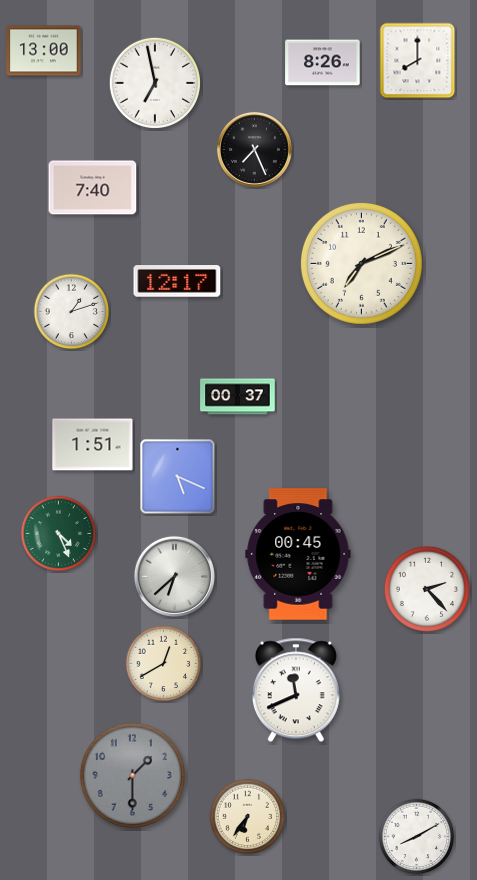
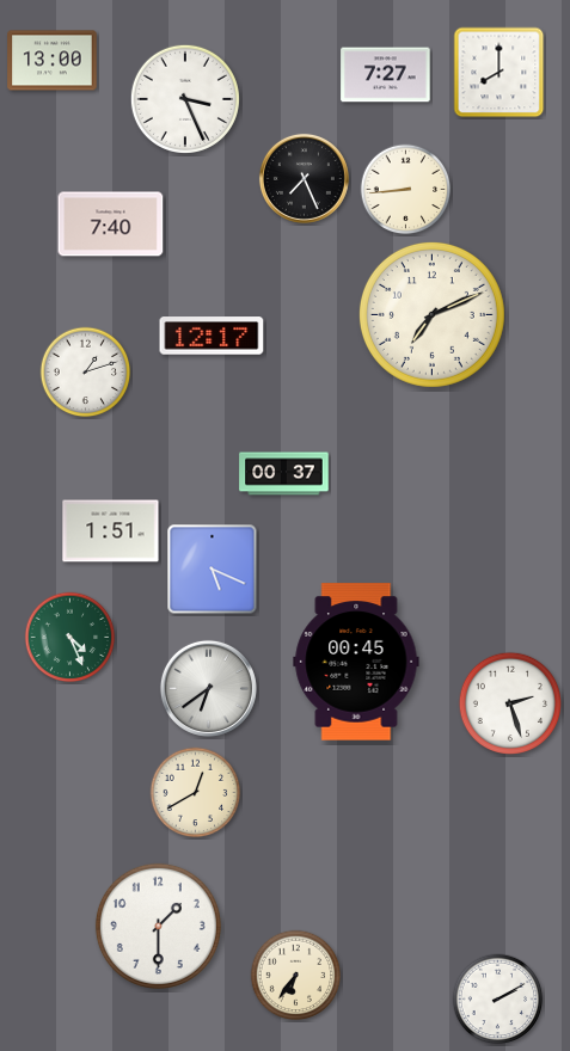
clock at (323, 63): 8:26 -> 7:27
clock at (155, 83): 6:58 -> 3:26
clock at (406, 190): none -> 8:44
clock at (174, 576): 6:38 -> 6:39
clock at (426, 588): 2:23 -> 2:27
clock at (296, 690): 11:41 -> none
clock at (132, 775) dial: grey -> white
clock at (417, 837): 8:10 -> 2:10
